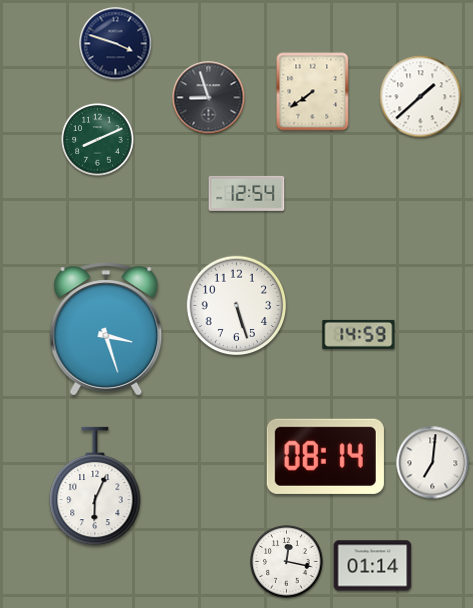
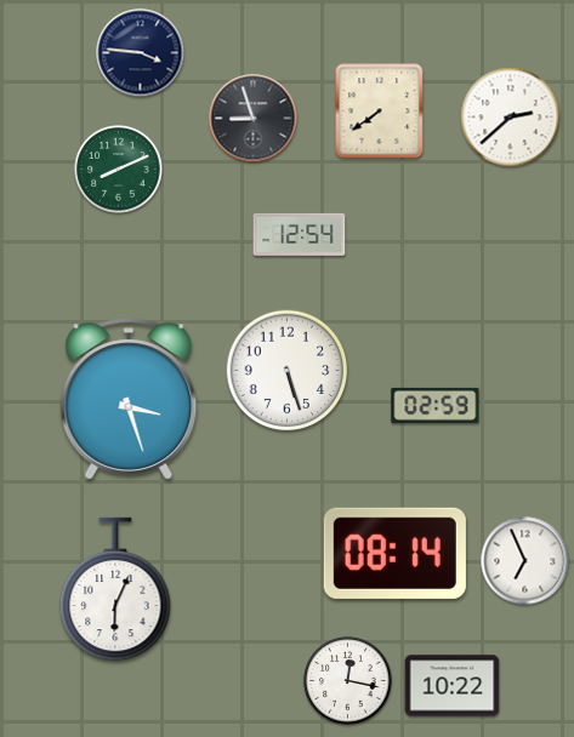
clock at (116, 44): 3:48 -> 3:46
clock at (421, 97): 1:38 -> 2:38
clock at (359, 334): 14:59 -> 02:59
clock at (433, 463): 7:01 -> 6:56
clock at (373, 566): 01:14 -> 10:22
